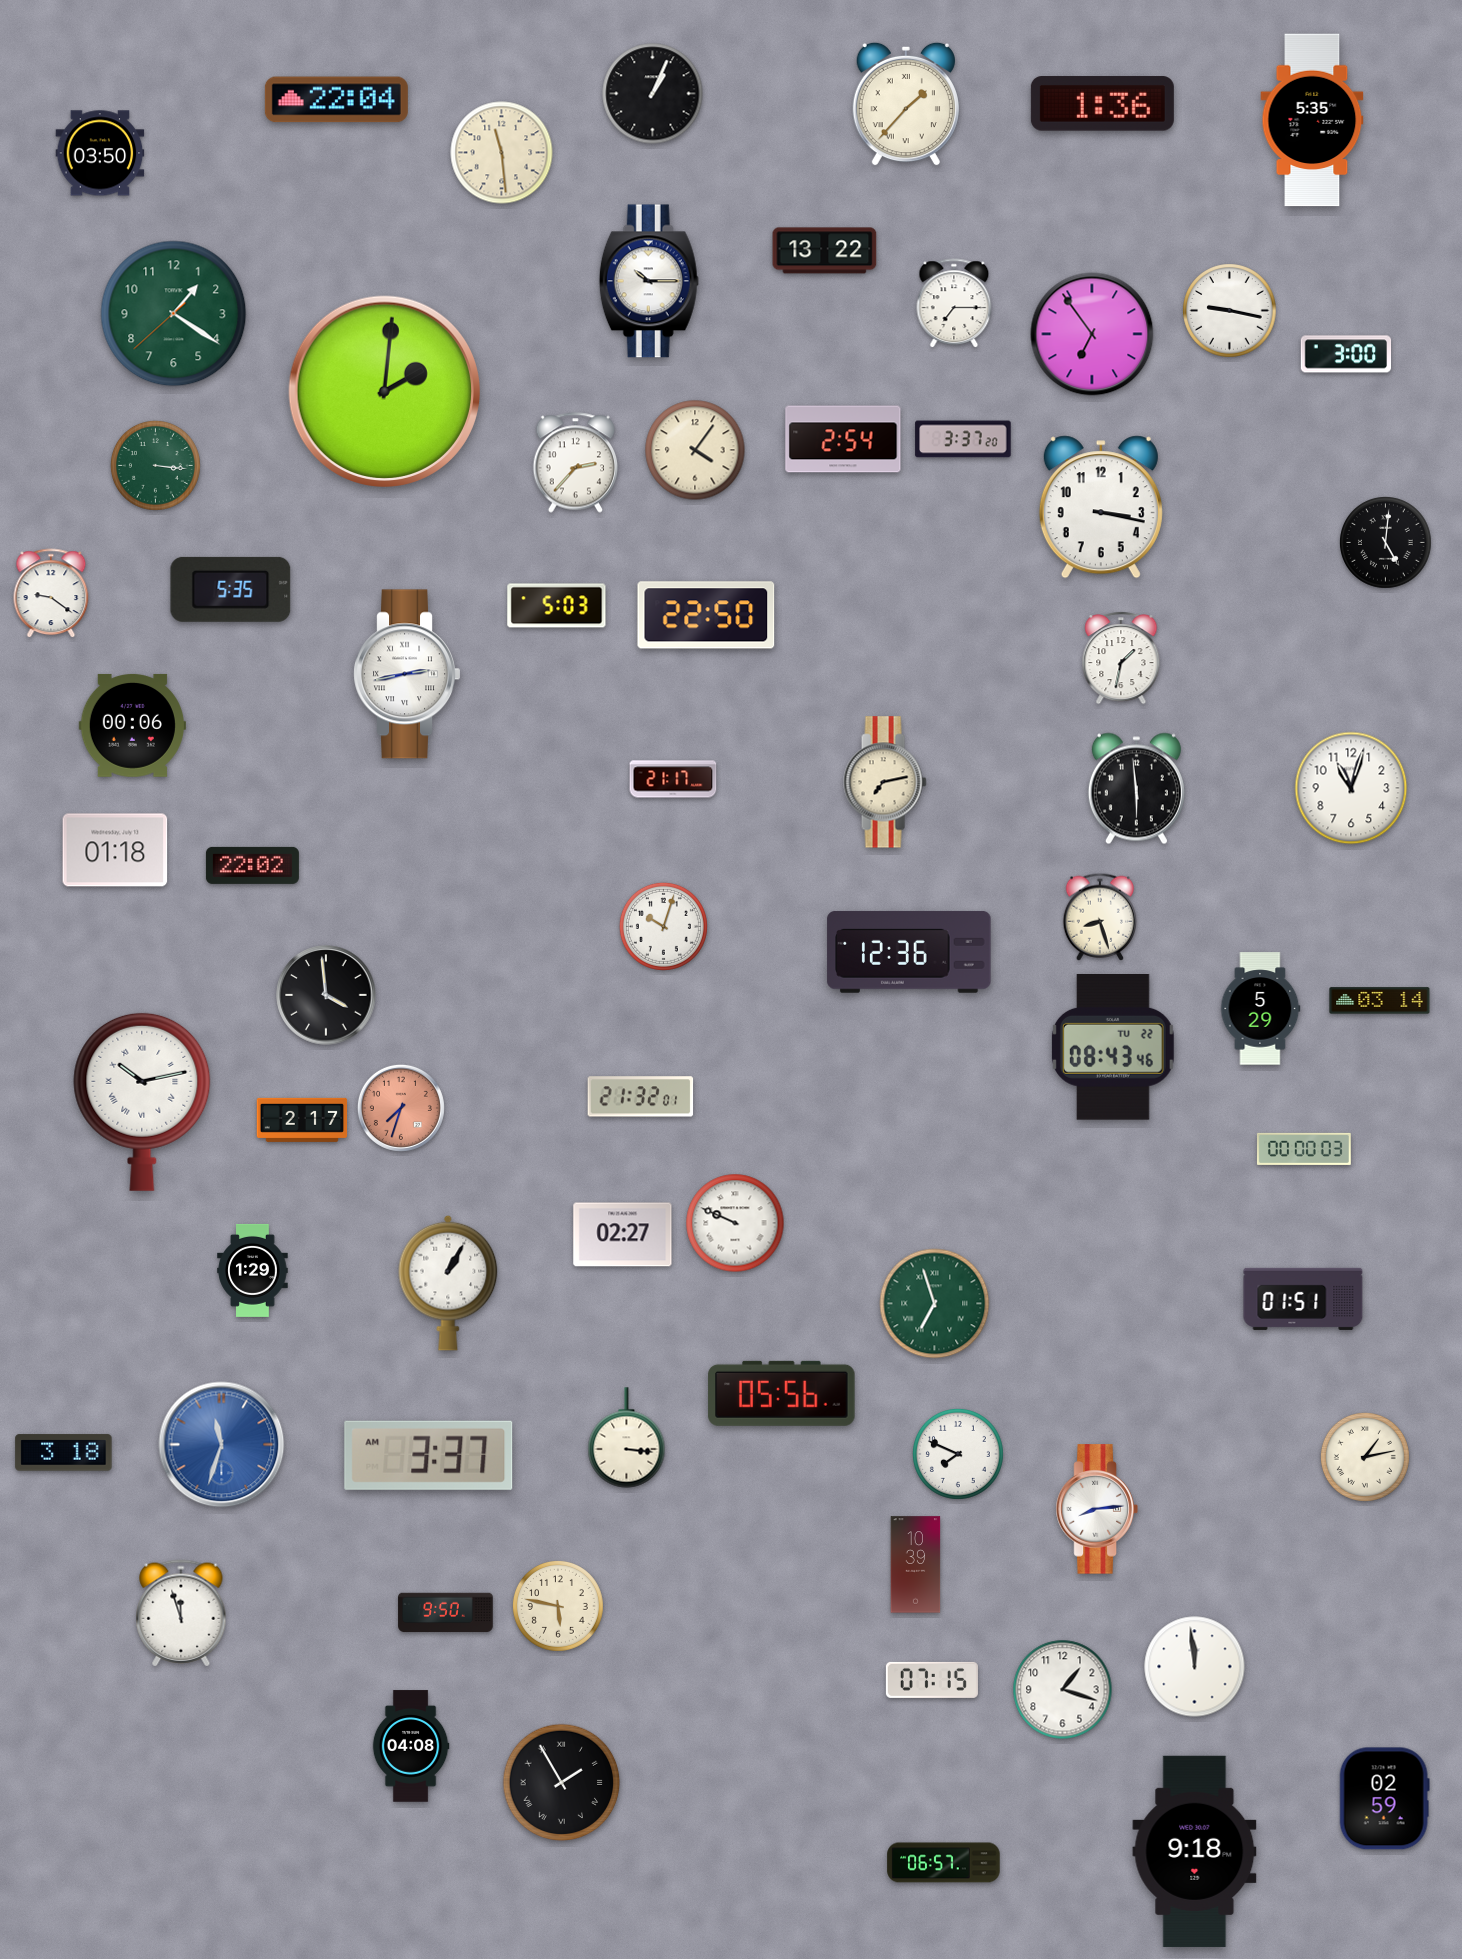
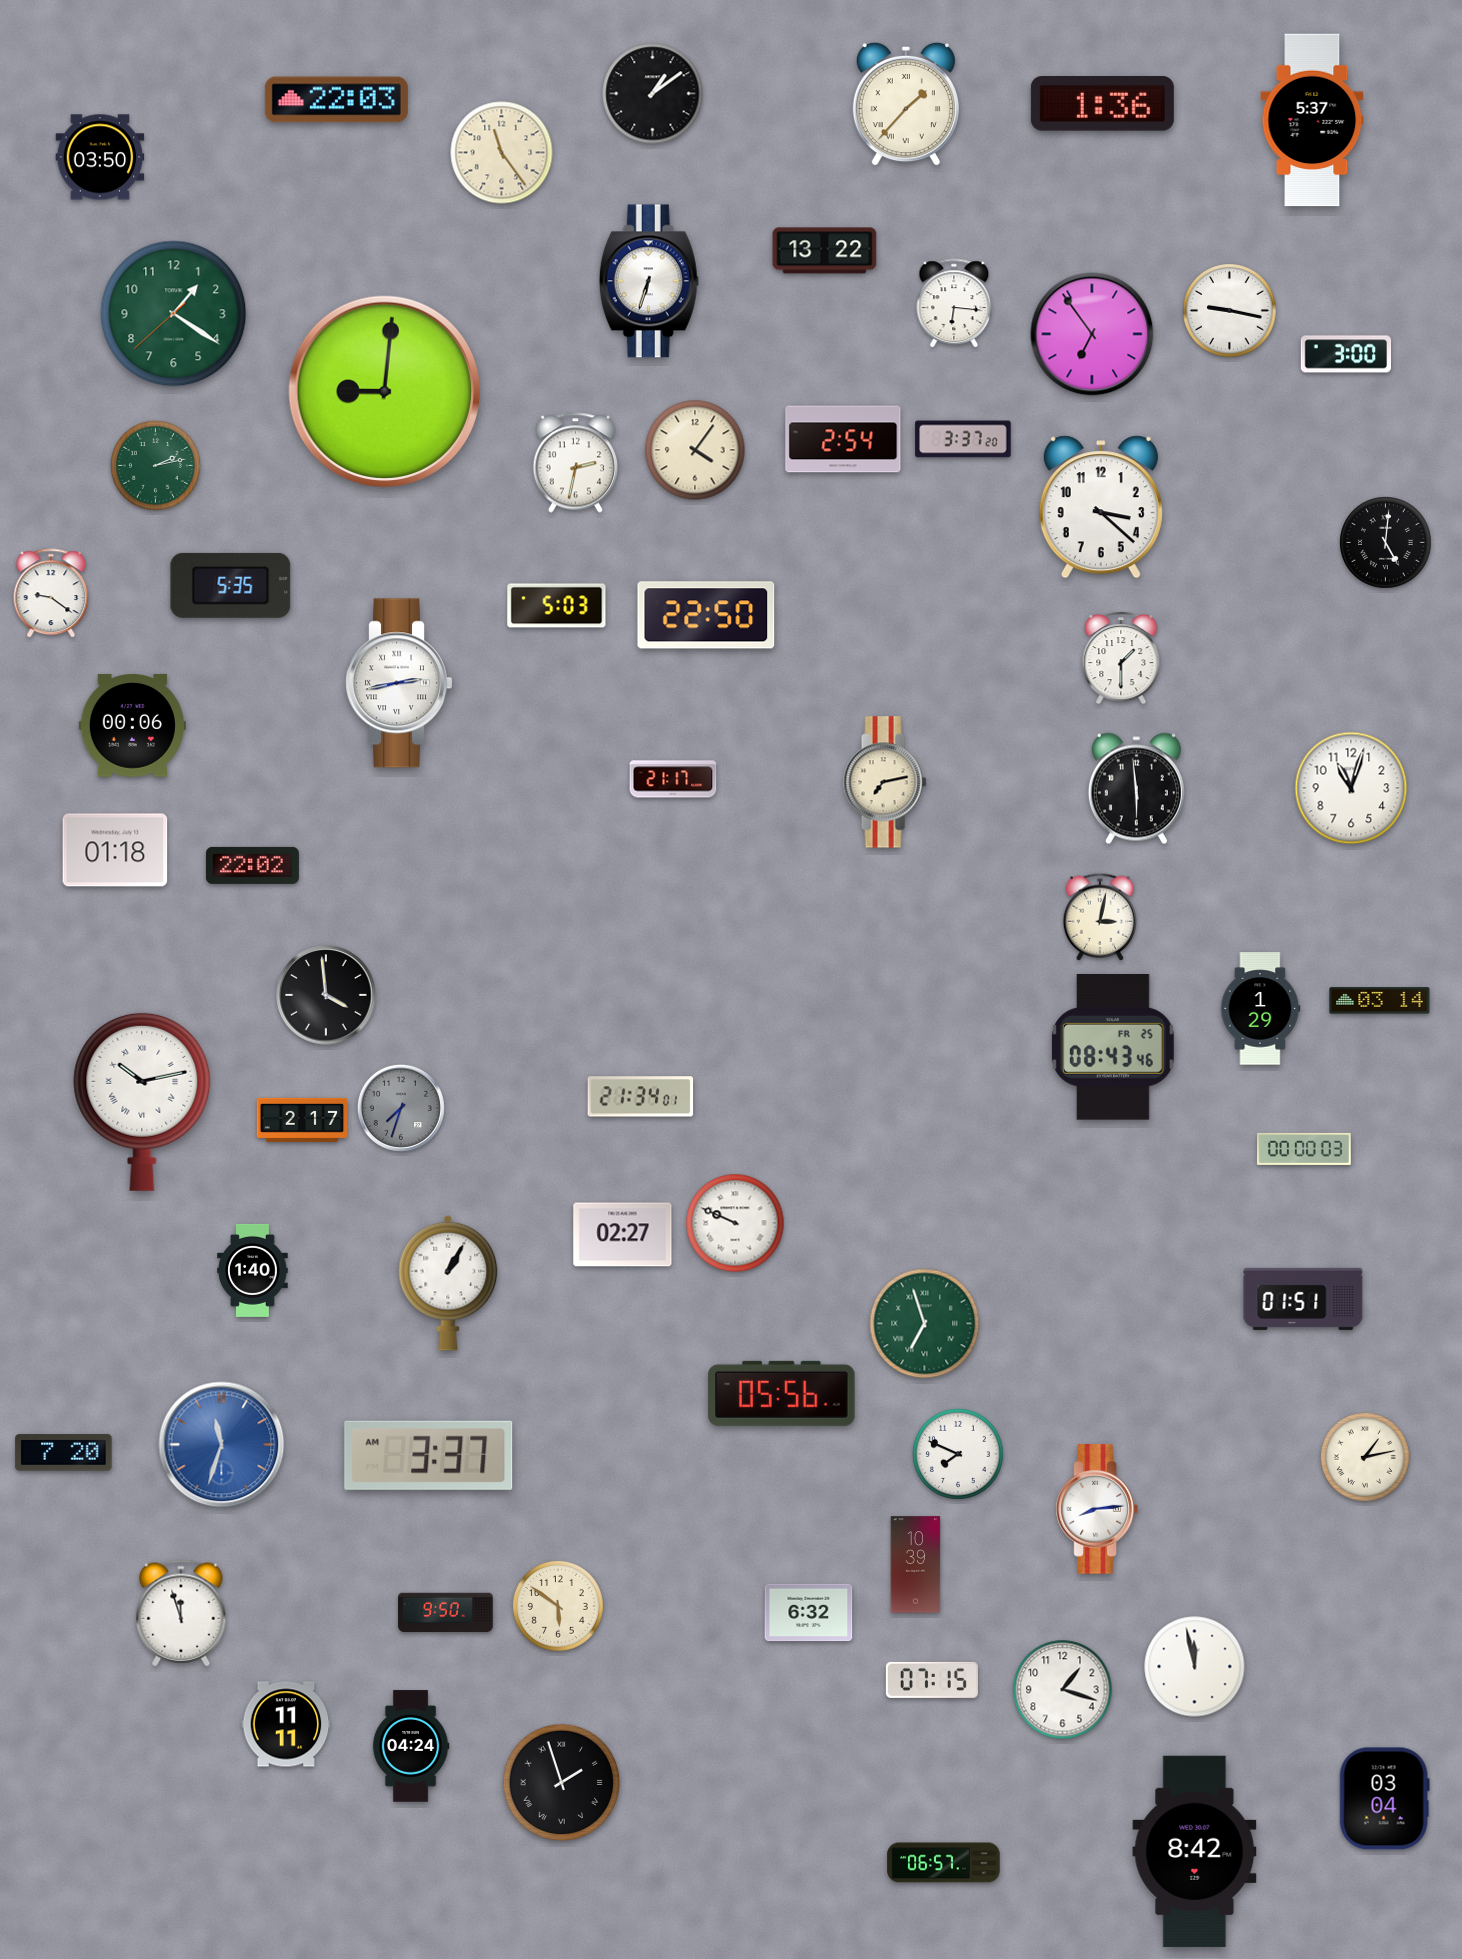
clock at (653, 94): 1:04 -> 1:09
clock at (336, 100): 22:04 -> 22:03
clock at (1312, 120): 5:35 -> 5:37
clock at (100, 153) position: (100, 153) -> (100, 157)
clock at (502, 153): 11:29 -> 11:24
clock at (649, 281): 10:15 -> 6:33
clock at (954, 304): 7:15 -> 6:16
clock at (384, 391): 2:01 -> 9:01
clock at (576, 463): 2:37 -> 2:32
clock at (155, 465): 3:16 -> 2:13
clock at (1101, 507): 3:17 -> 3:22
clock at (231, 589) position: (231, 589) -> (231, 585)
clock at (1121, 659): 1:32 -> 1:30
clock at (407, 674) position: (407, 674) -> (399, 683)
clock at (1100, 917): 8:27 -> 3:02
clock at (663, 926): 10:03 -> none
clock at (909, 952): 12:36 -> none
clock at (1261, 1009): 5:29 -> 1:29
clock at (1113, 1048) date: TU 22 -> FR 25
clock at (641, 1097): 21:32 -> 21:34
clock at (401, 1108) dial: salmon -> grey
clock at (253, 1270): 1:29 -> 1:40
clock at (935, 1304) position: (935, 1304) -> (925, 1324)
clock at (627, 1438): 3:16 -> none
clock at (64, 1453): 3:18 -> 7:20
clock at (558, 1606): 5:47 -> 5:51
clock at (809, 1613): none -> 6:32
clock at (1195, 1667): 11:59 -> 11:58
clock at (286, 1724): none -> 11:11
clock at (411, 1746): 04:08 -> 04:24
clock at (562, 1783): 1:55 -> 1:57
clock at (1384, 1799): 02:59 -> 03:04
clock at (1195, 1851): 9:18 -> 8:42
